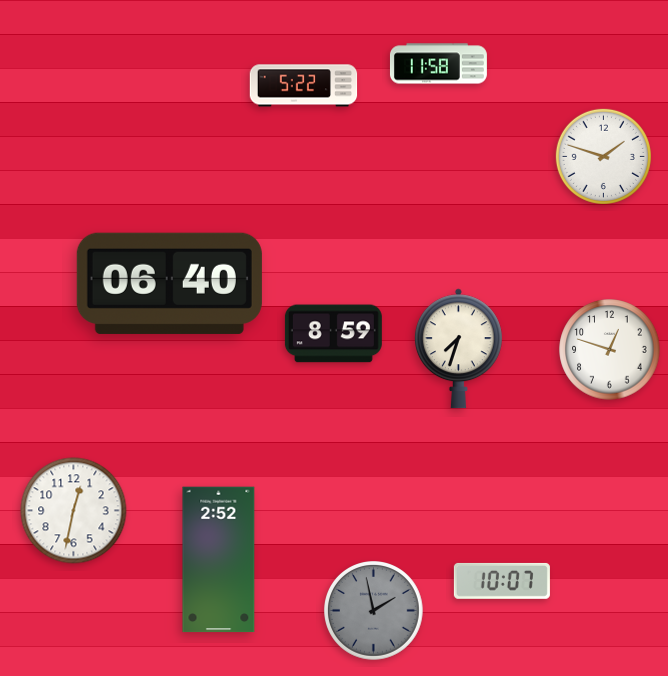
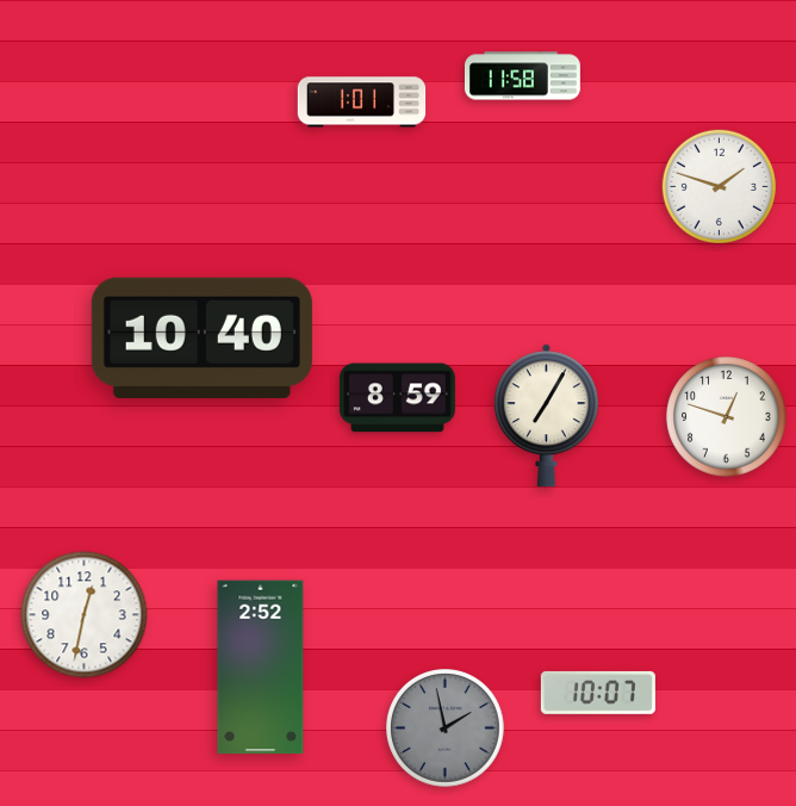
clock at (304, 86): 5:22 -> 1:01
clock at (169, 283): 06:40 -> 10:40
clock at (458, 349): 7:33 -> 7:05
clock at (74, 511) position: (74, 511) -> (85, 615)
